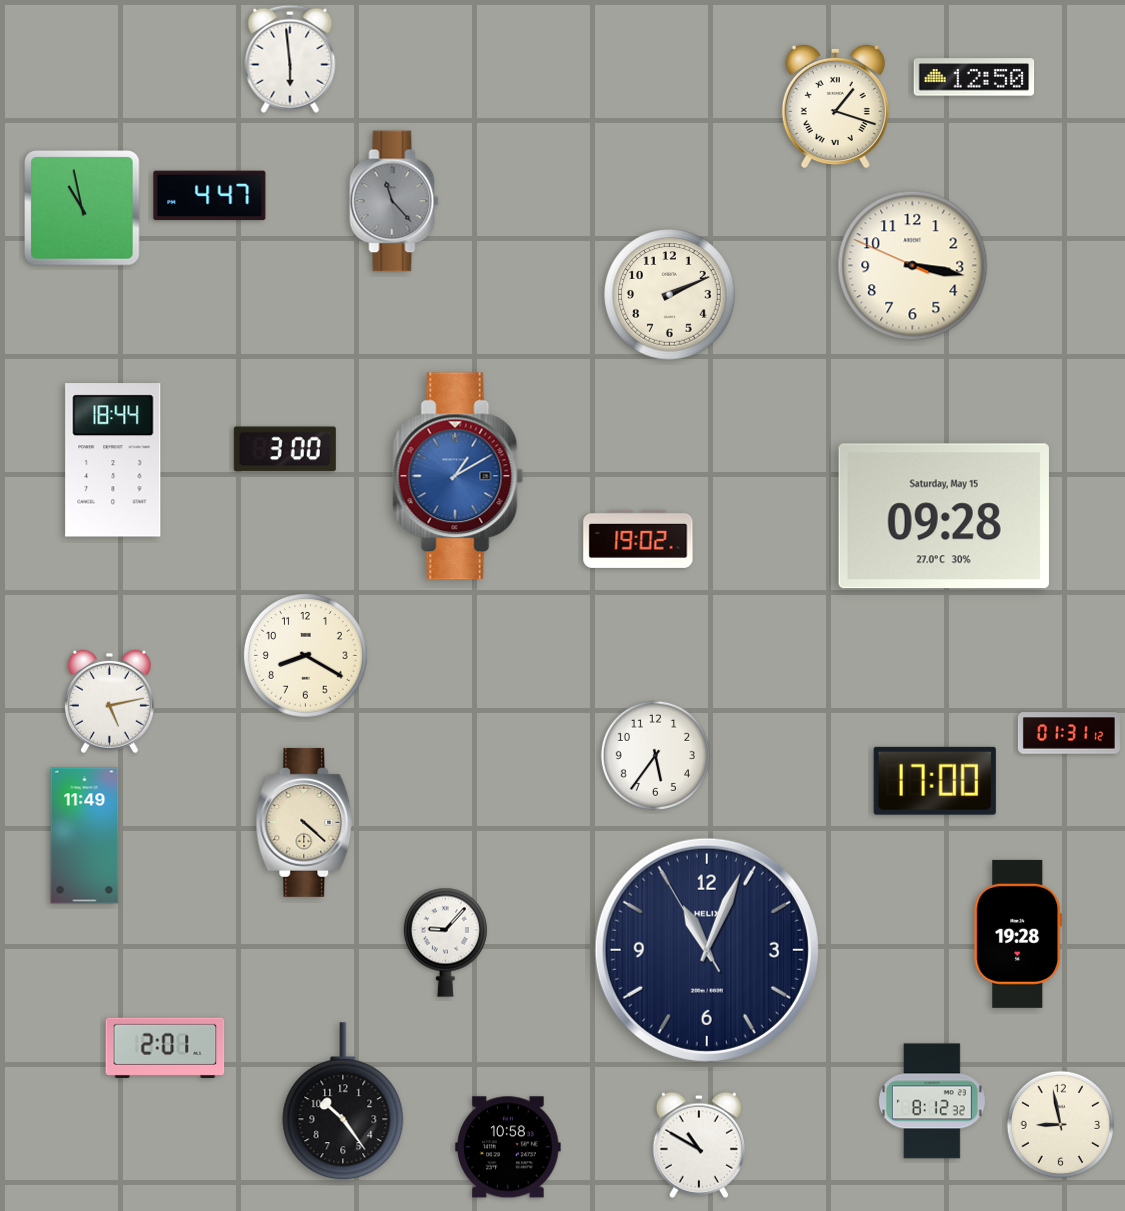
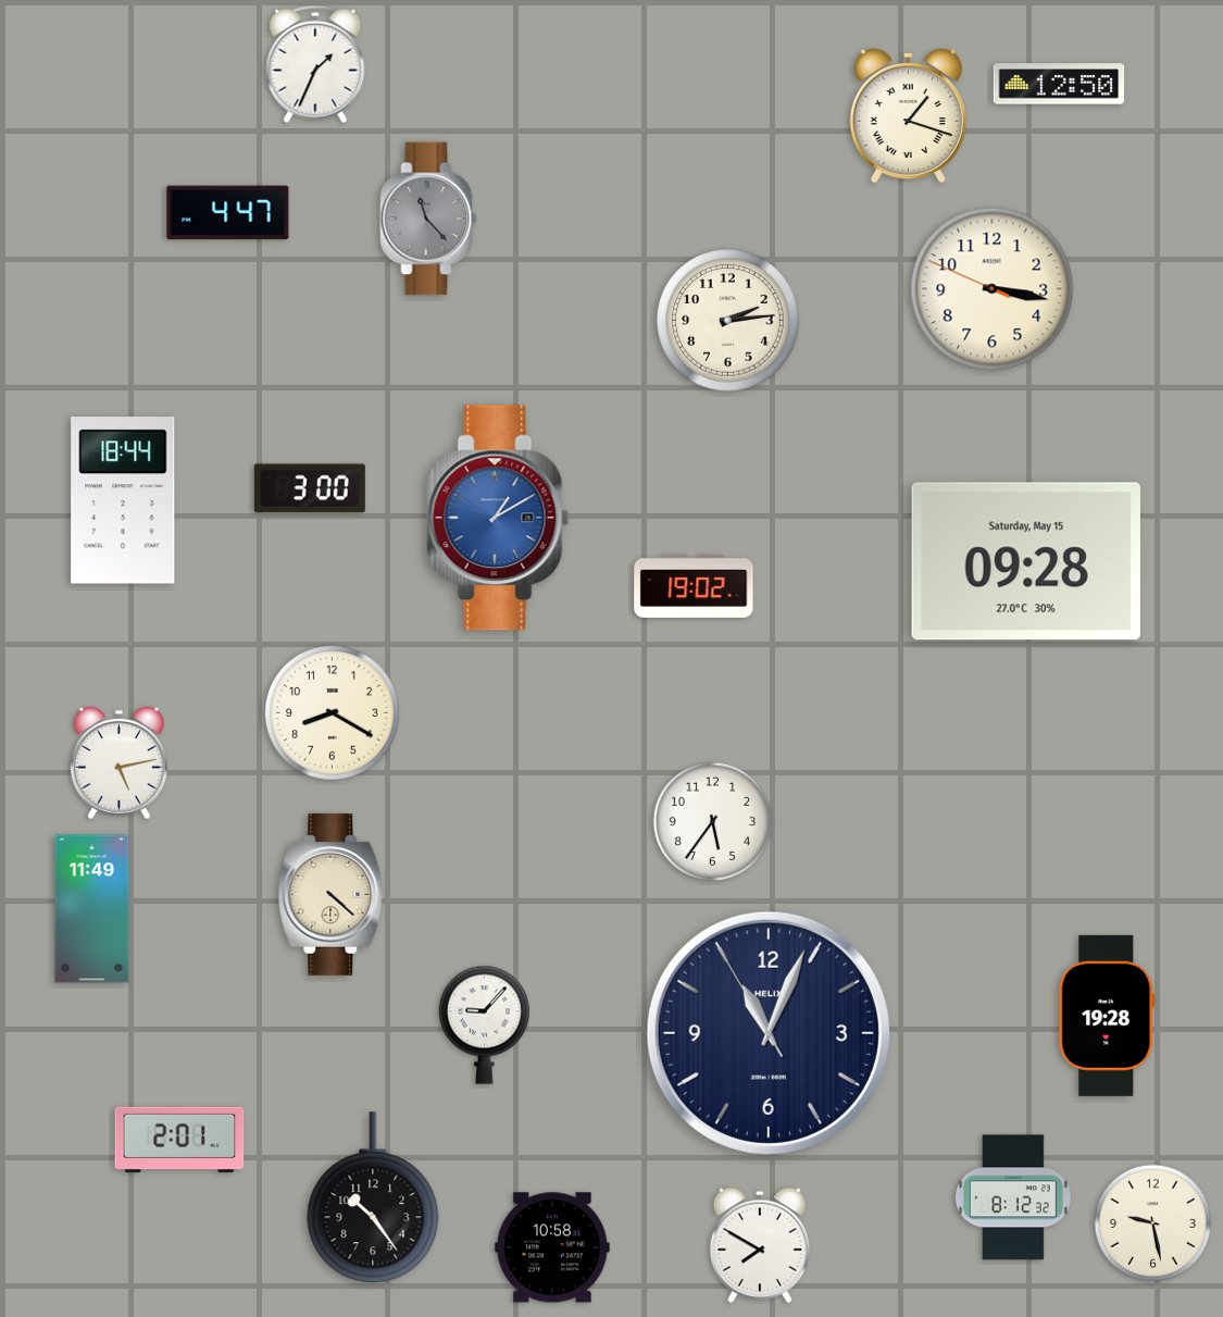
clock at (290, 59): 5:59 -> 1:34
clock at (82, 208): 10:58 -> none
clock at (670, 295): 2:11 -> 2:14
clock at (1069, 733): 01:31 -> none
clock at (935, 781): 17:00 -> none
clock at (1060, 1124): 8:58 -> 9:28
clock at (699, 1145): 10:50 -> 7:50
